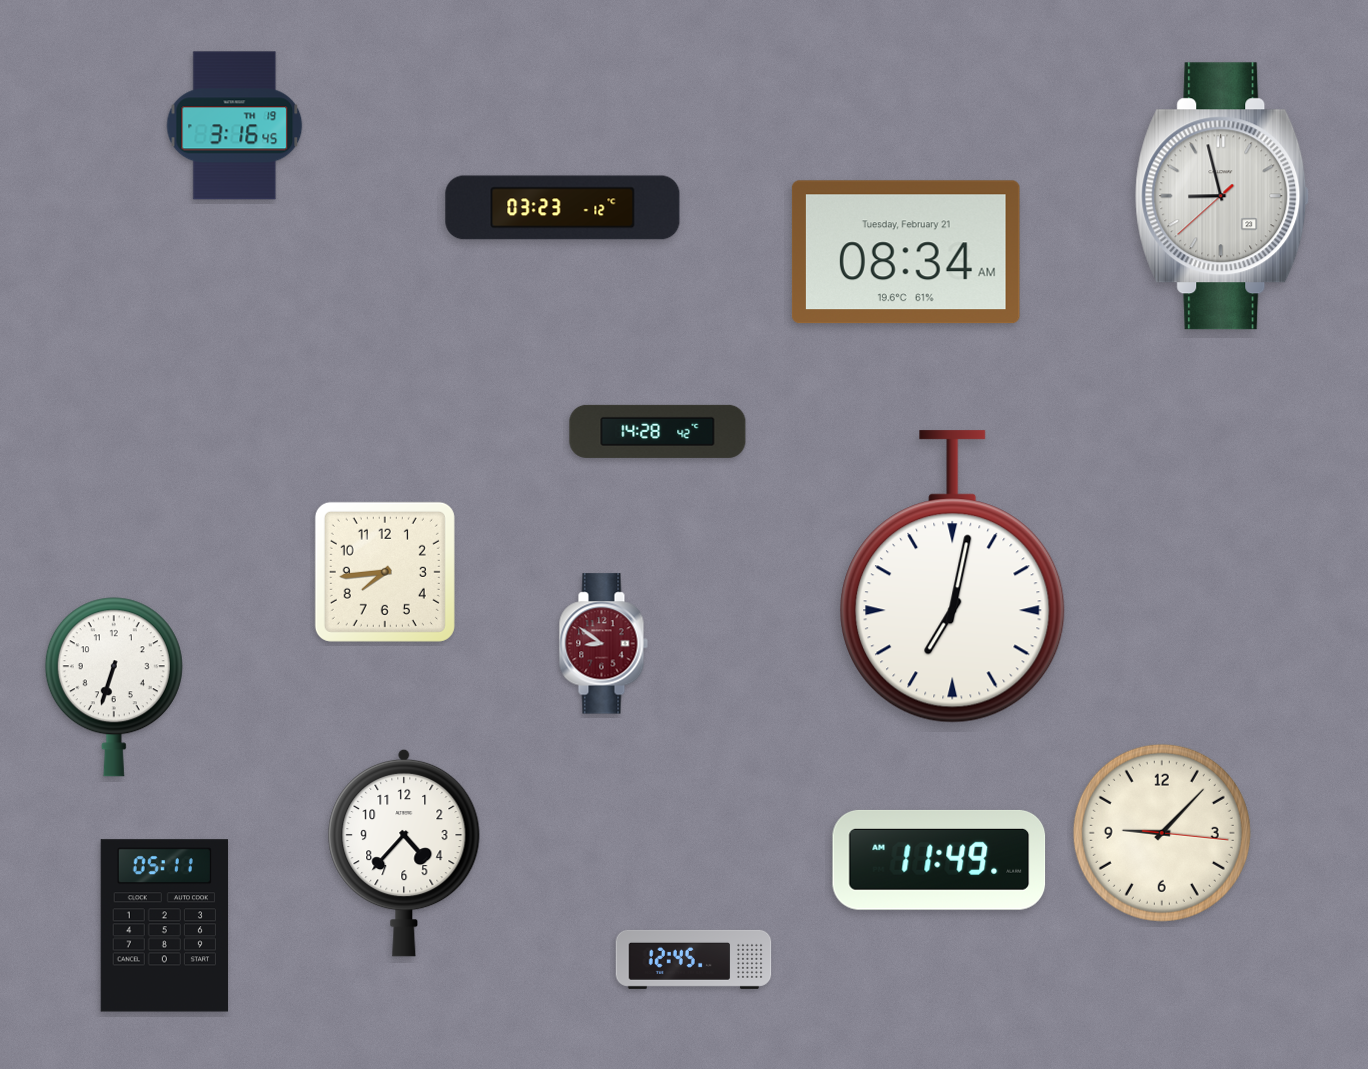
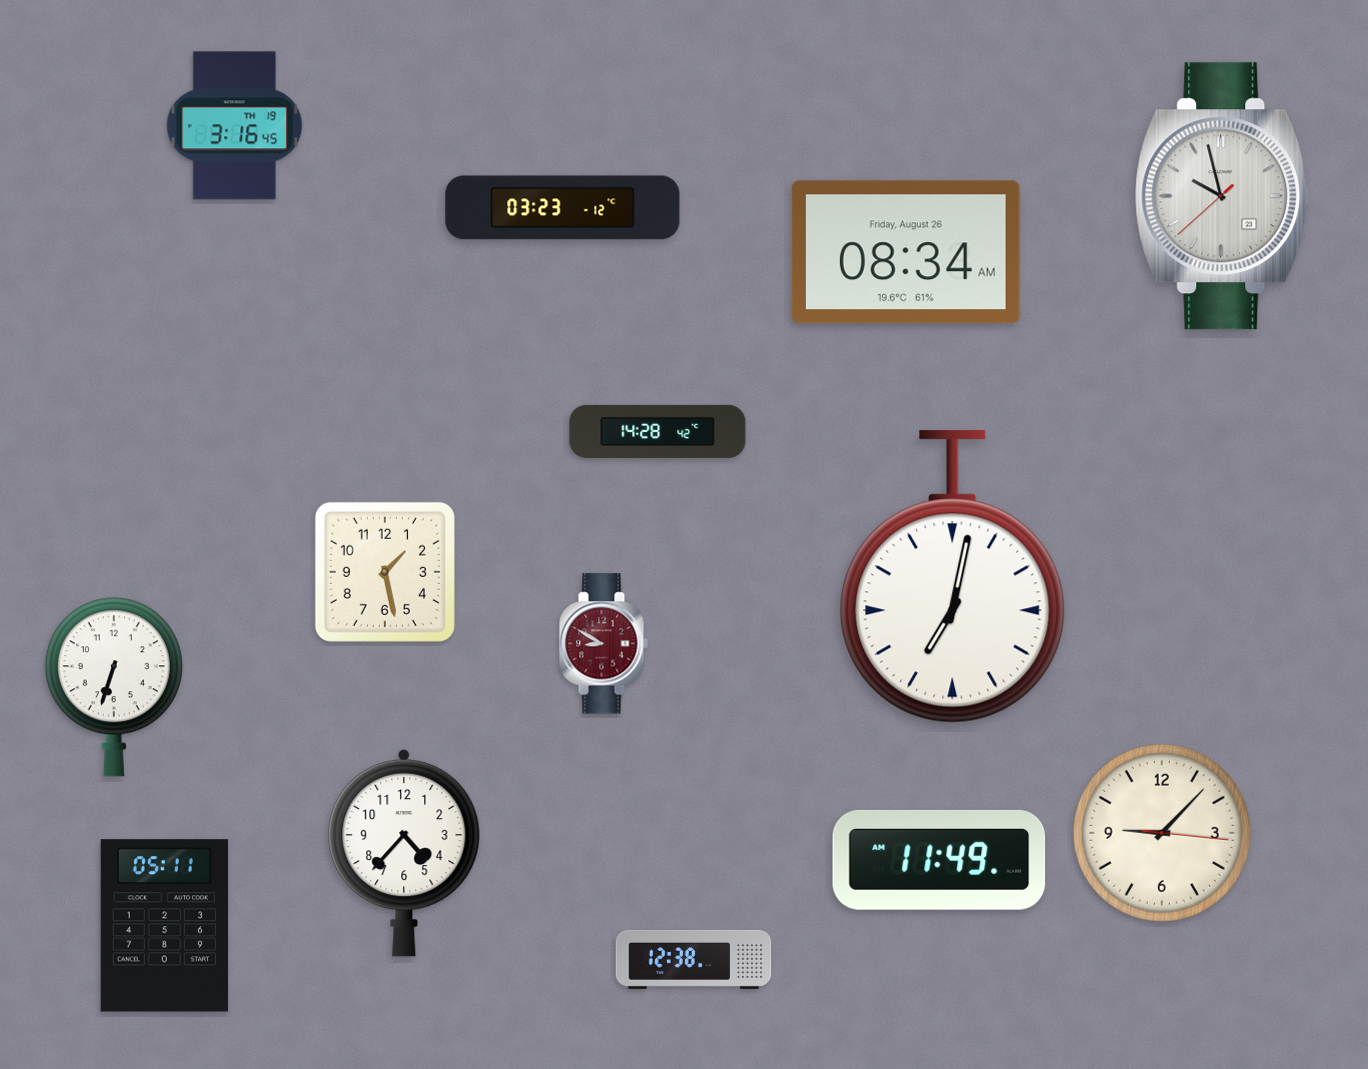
clock at (1222, 196): 8:57 -> 9:57
clock at (906, 252) date: Tuesday, February 21 -> Friday, August 26
clock at (385, 572): 7:44 -> 1:28
clock at (603, 644): 8:51 -> 8:50
clock at (694, 959): 12:45 -> 12:38
